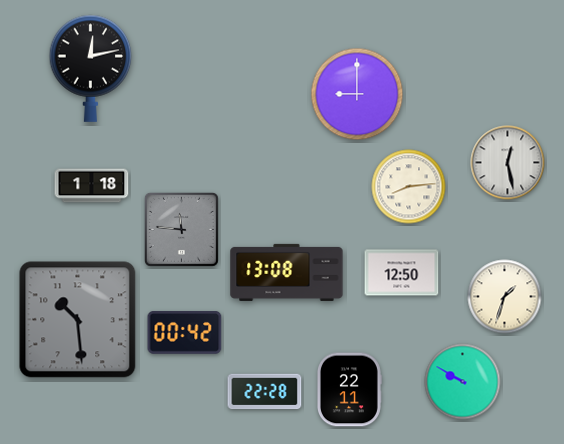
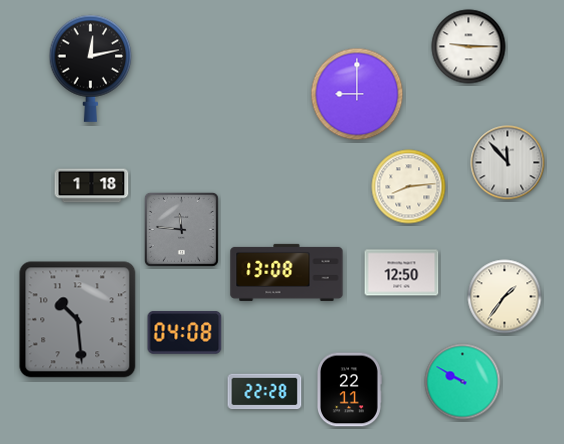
clock at (469, 47): none -> 9:15
clock at (508, 163): 12:28 -> 11:53
clock at (505, 297): 1:33 -> 1:36
clock at (185, 333): 00:42 -> 04:08
